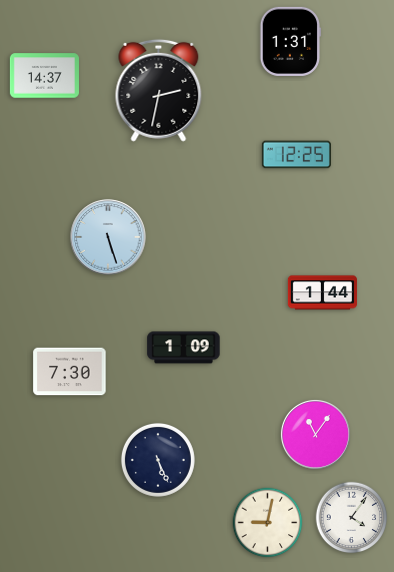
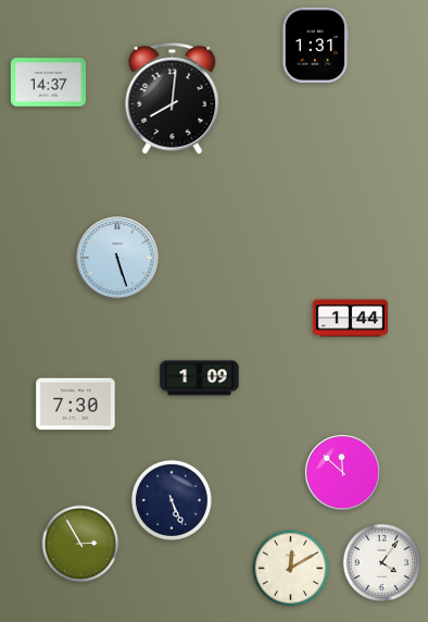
clock at (159, 90): 2:32 -> 8:01
clock at (296, 155): 12:25 -> none
clock at (315, 434): 11:06 -> 11:52
clock at (80, 544): none -> 2:55
clock at (268, 523): 9:02 -> 12:10
